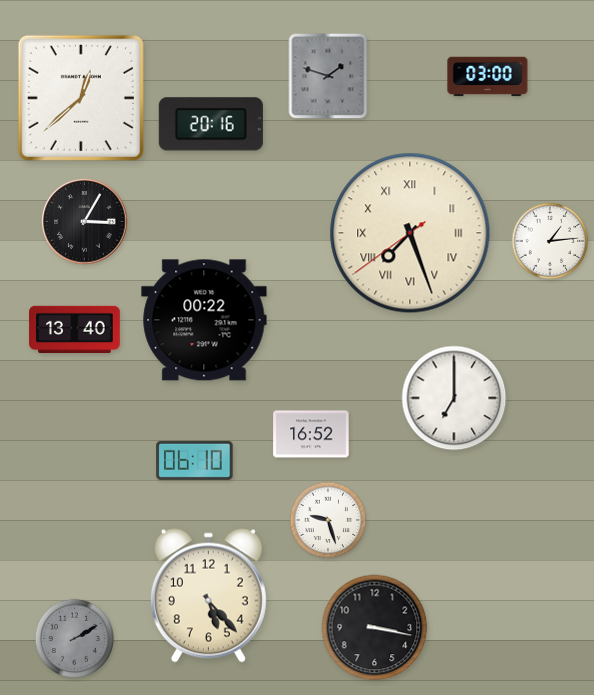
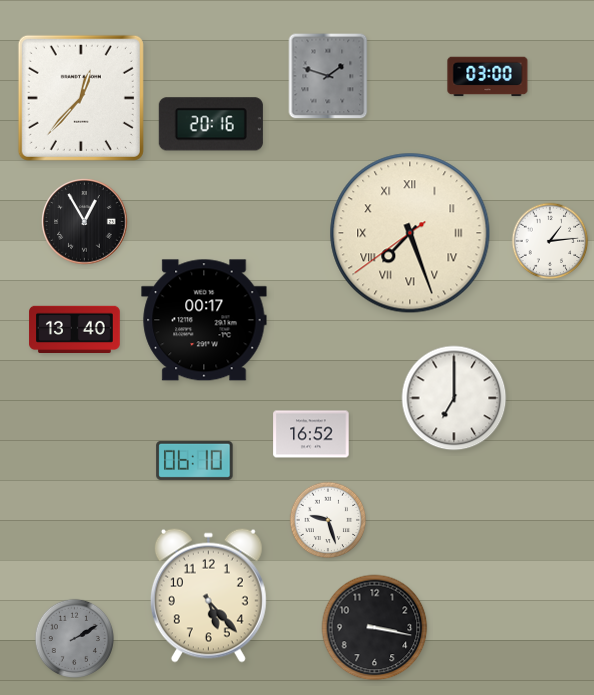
clock at (81, 98): 12:38 -> 12:37
clock at (85, 222): 3:05 -> 12:55
clock at (204, 320): 00:22 -> 00:17
